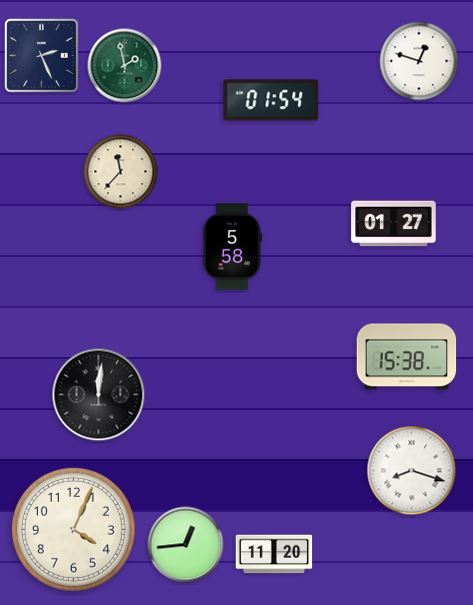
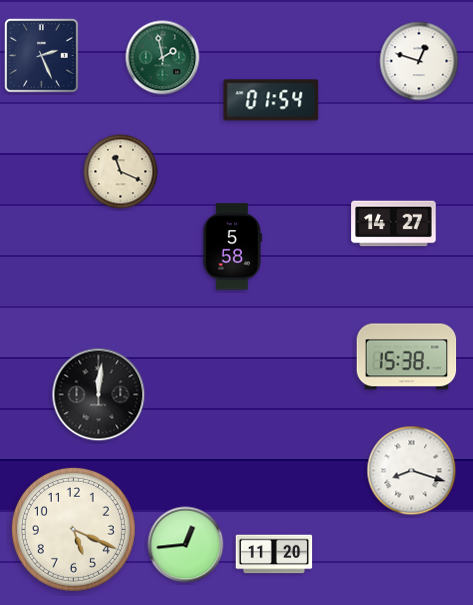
clock at (125, 66) position: (125, 66) -> (163, 58)
clock at (121, 172): 11:37 -> 11:19
clock at (394, 224): 01:27 -> 14:27
clock at (73, 529): 4:04 -> 5:19
